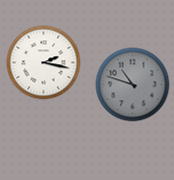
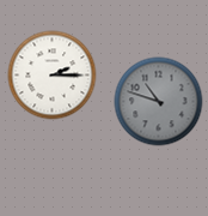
clock at (44, 63): 2:17 -> 2:15
